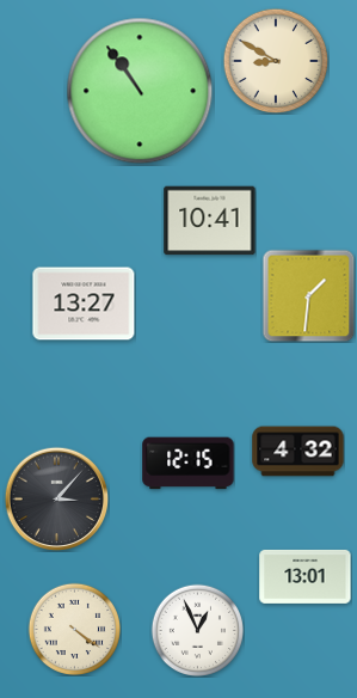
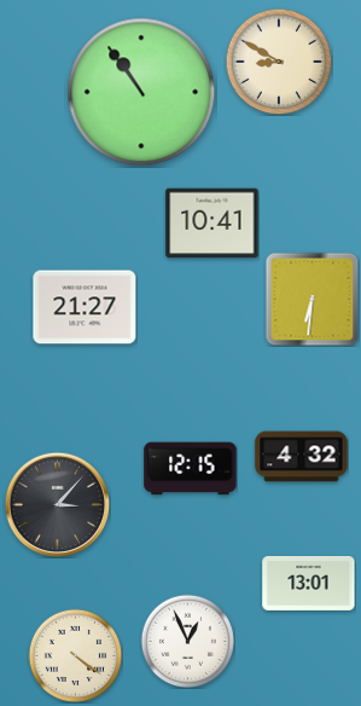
clock at (308, 295): 1:31 -> 6:31
clock at (84, 304): 13:27 -> 21:27
clock at (74, 629) position: (74, 629) -> (75, 655)
clock at (197, 630) position: (197, 630) -> (187, 641)
